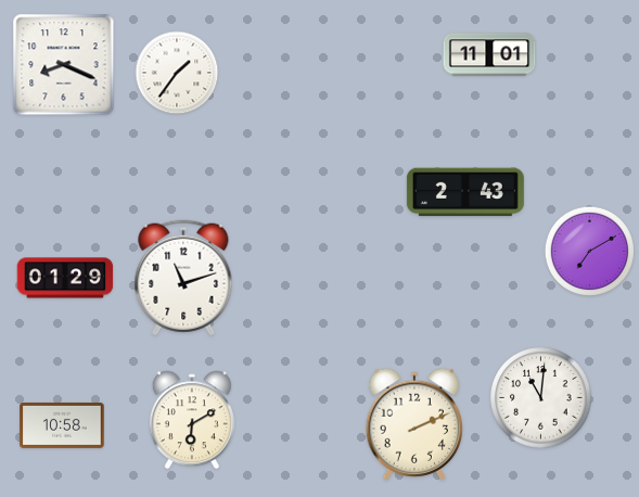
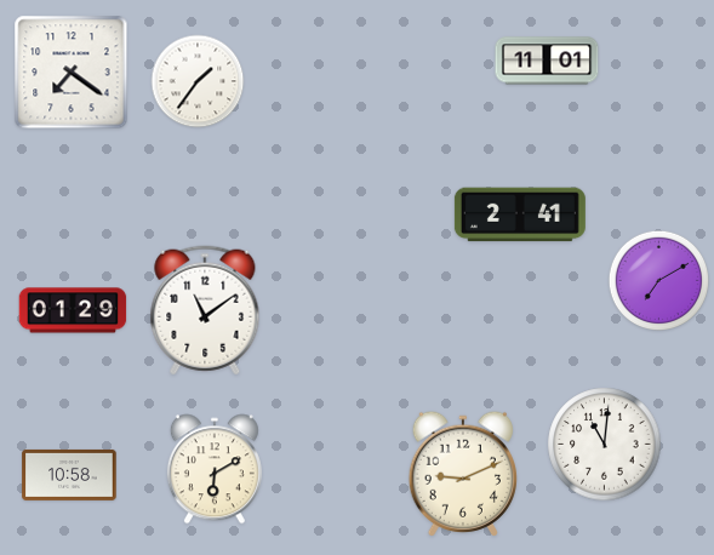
clock at (64, 65): 8:19 -> 7:21
clock at (465, 192): 2:43 -> 2:41
clock at (183, 278): 11:12 -> 11:09
clock at (413, 424): 2:11 -> 9:11
